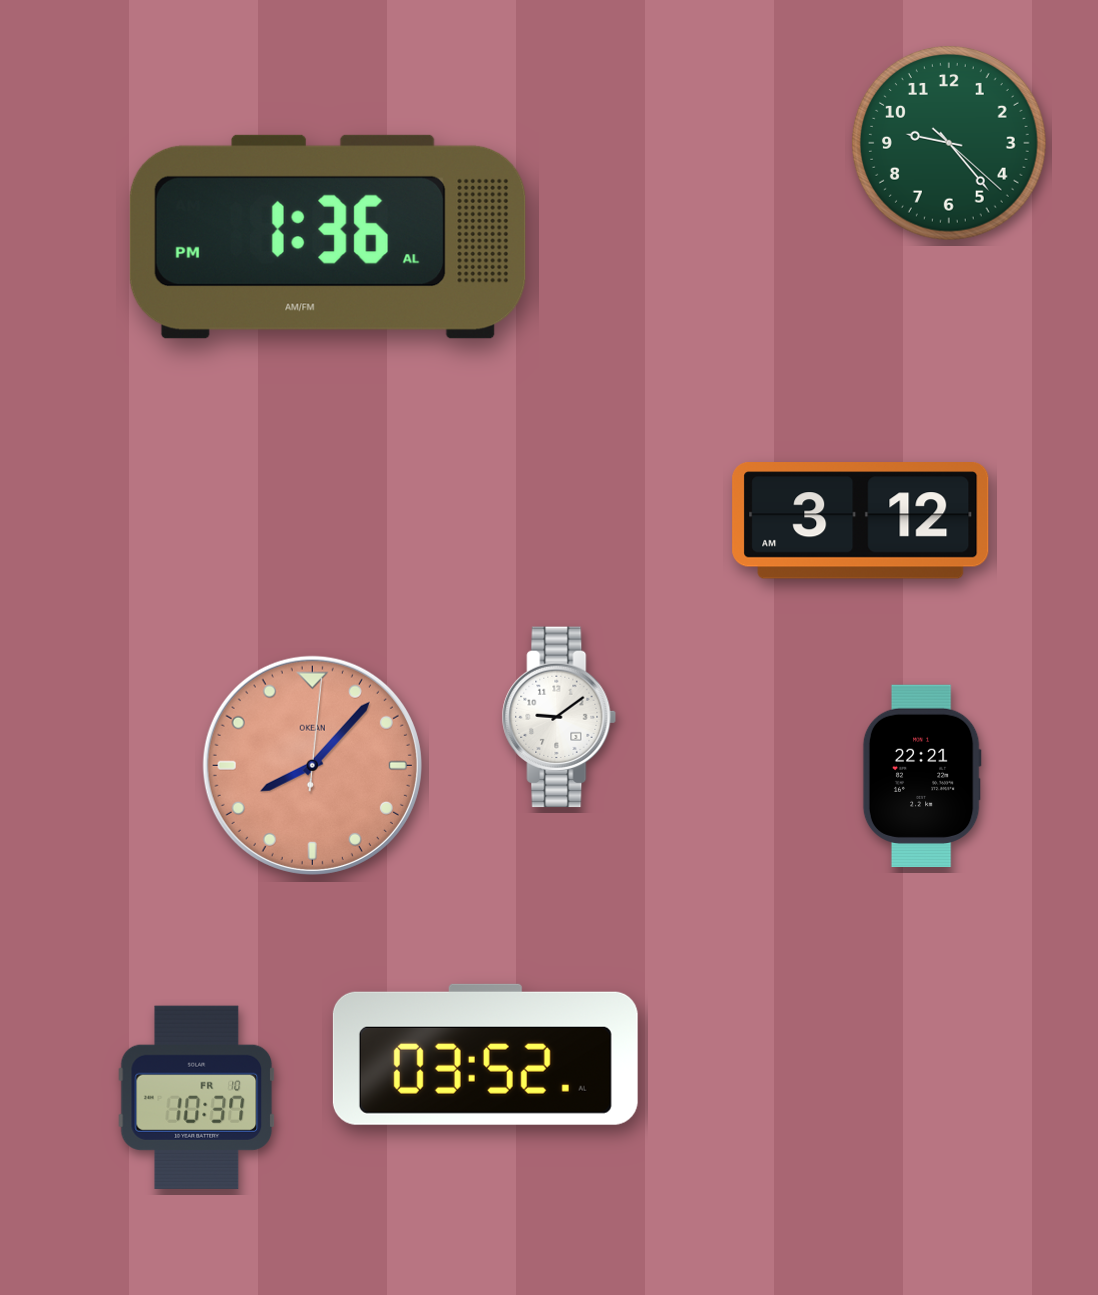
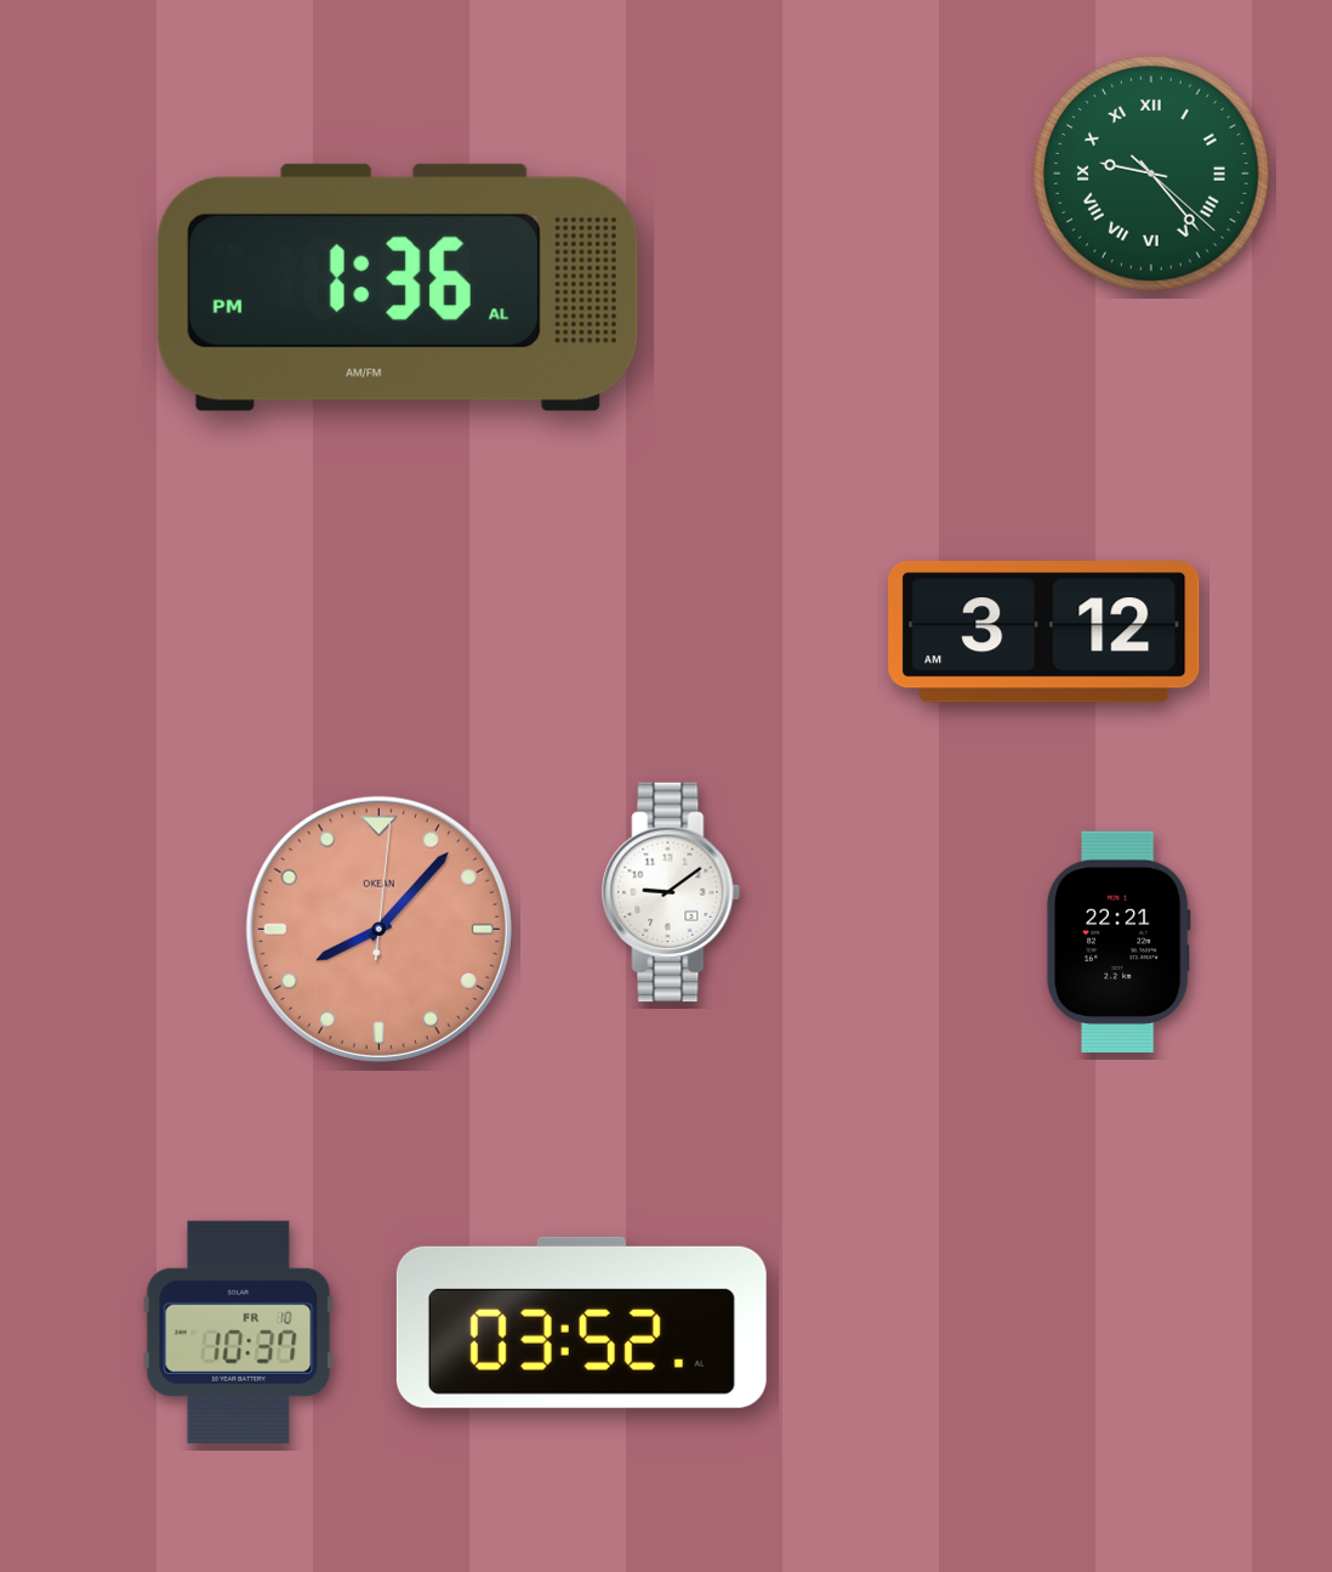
clock at (950, 144) numerals: Arabic -> Roman
clock at (559, 717) position: (559, 717) -> (671, 892)
clock at (485, 1054) position: (485, 1054) -> (581, 1322)
